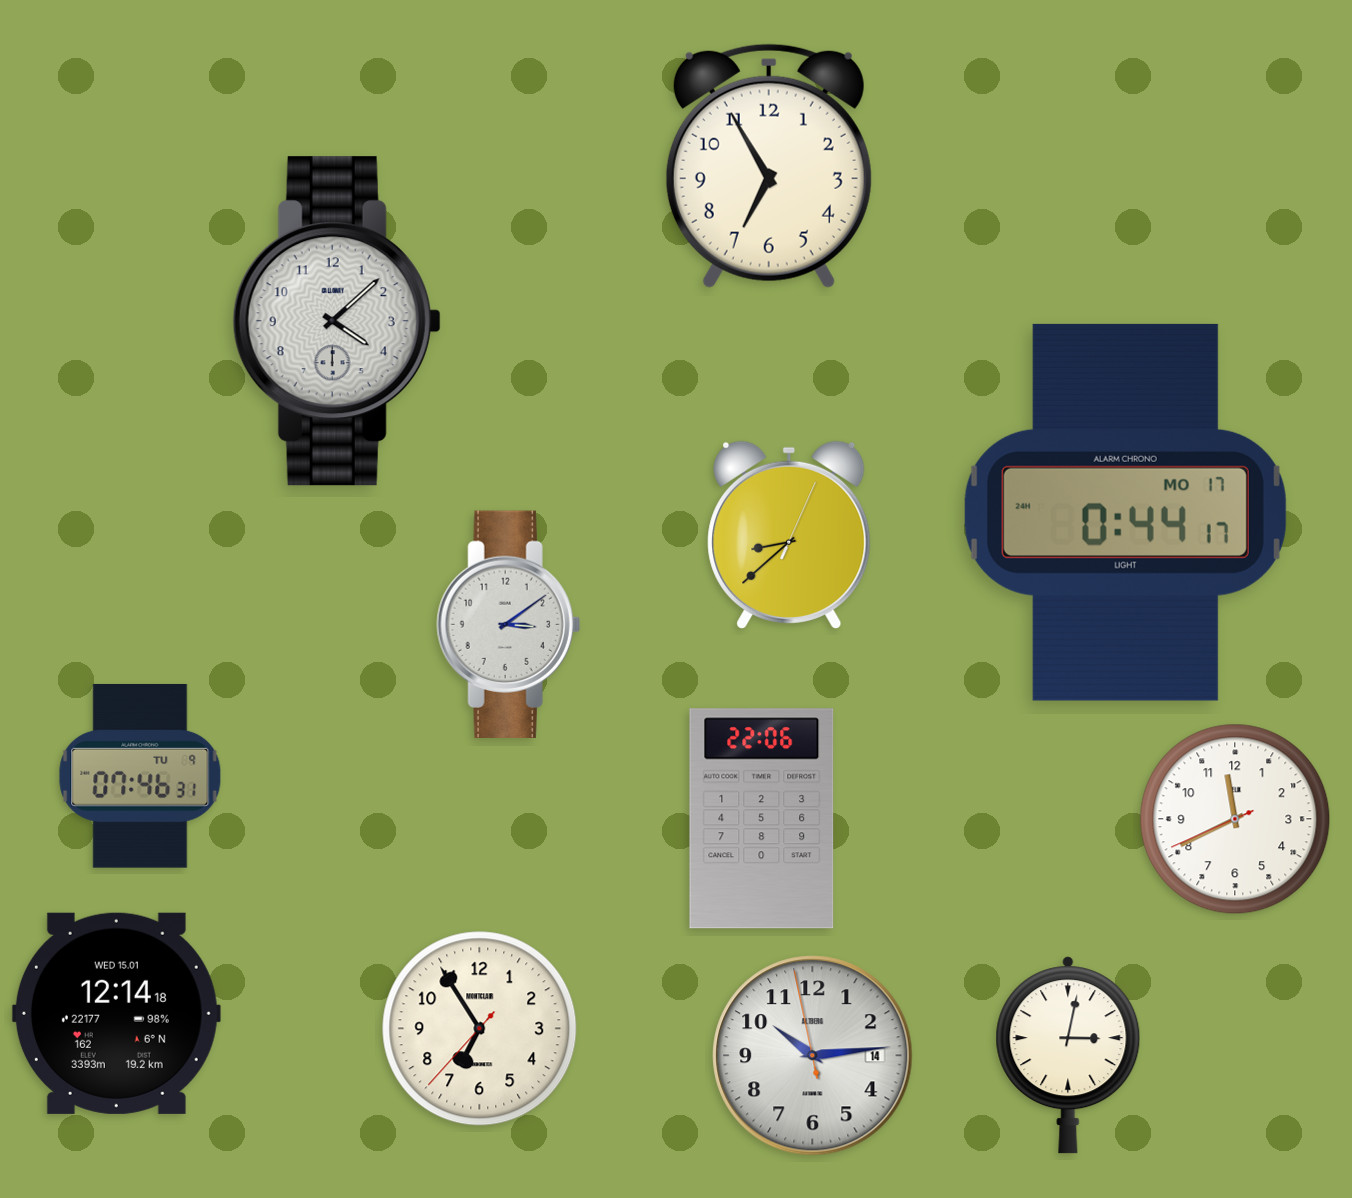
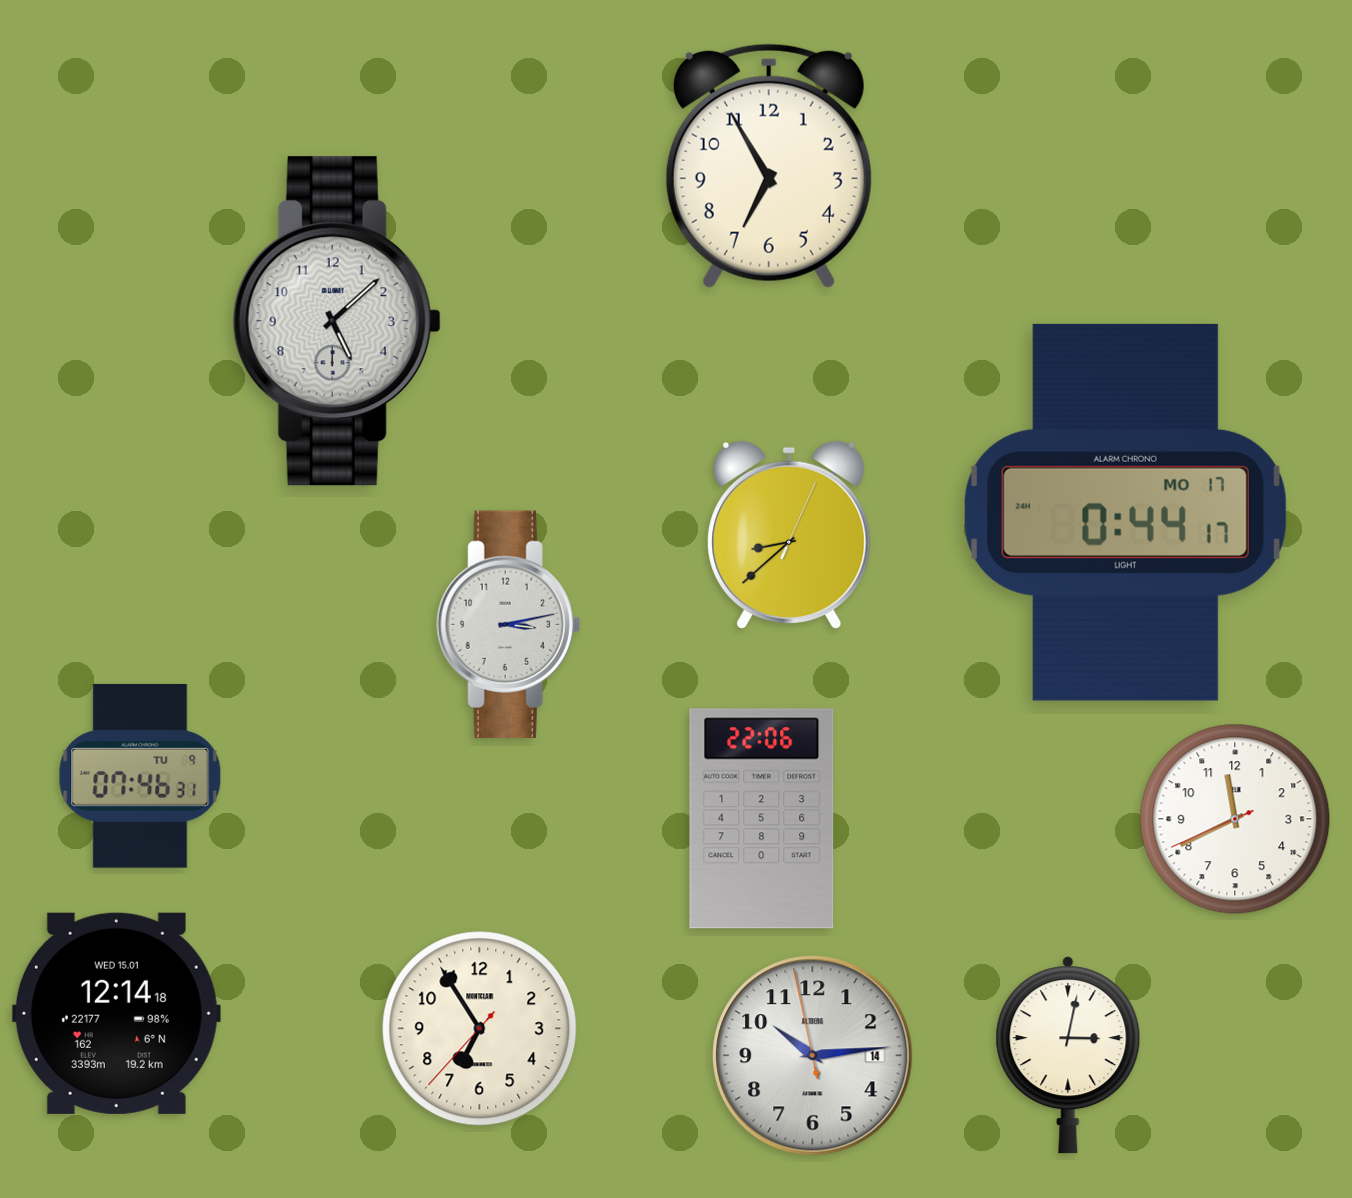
clock at (337, 321): 4:08 -> 5:08
clock at (508, 624): 3:09 -> 3:13
